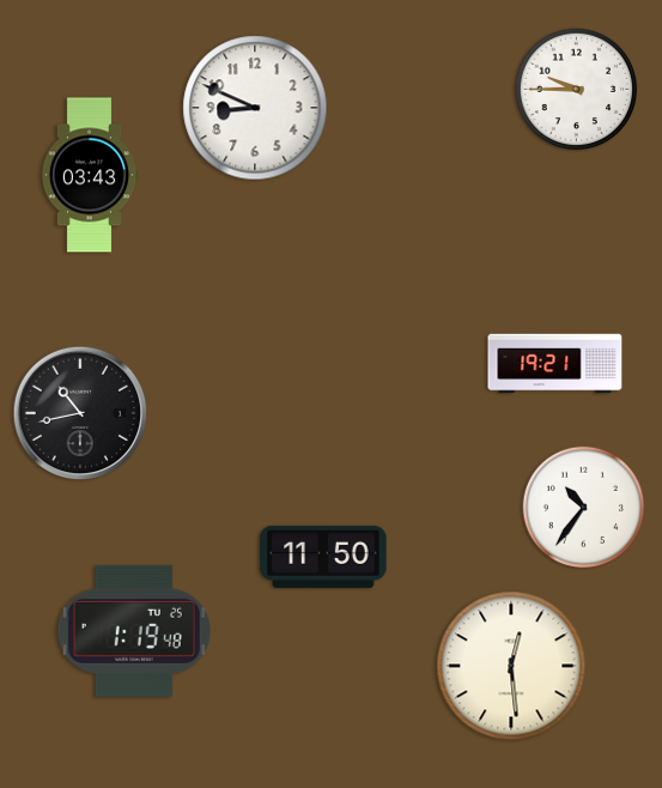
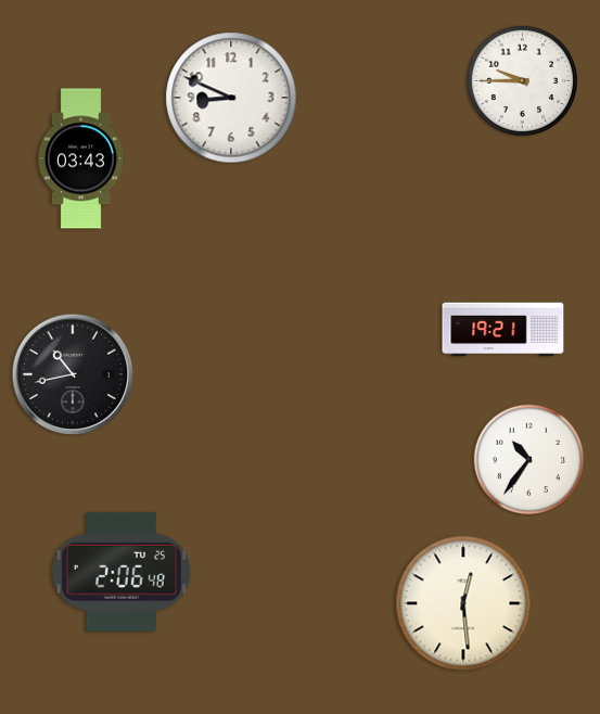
clock at (323, 557): 11:50 -> none
clock at (134, 631): 1:19 -> 2:06
